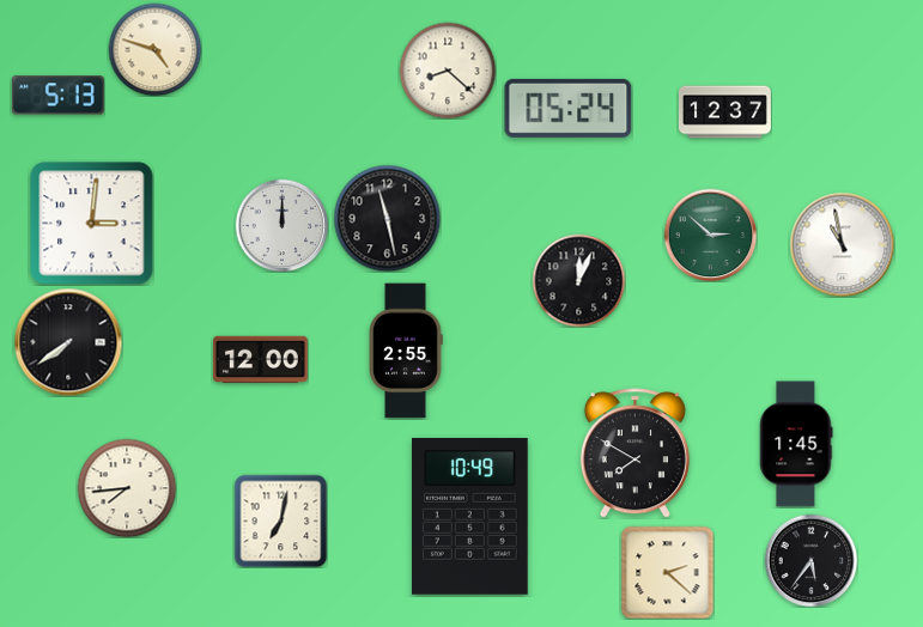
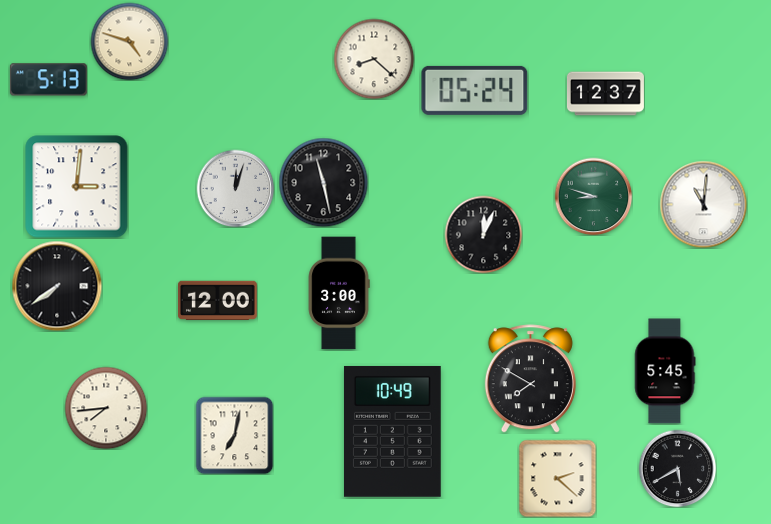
clock at (281, 225): 12:00 -> 12:03
clock at (710, 235): 2:52 -> 8:48
clock at (842, 244): 10:58 -> 11:01
clock at (406, 351): 2:55 -> 3:00
clock at (796, 444): 1:45 -> 5:45
clock at (810, 560): 5:36 -> 5:40
